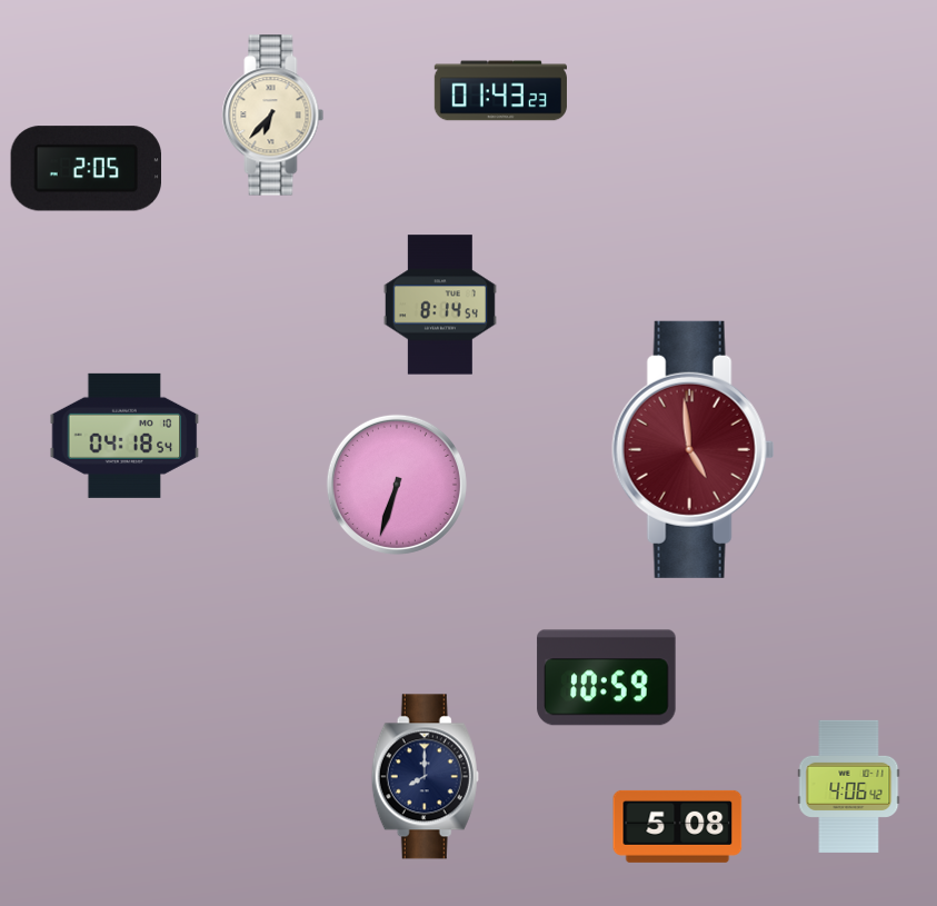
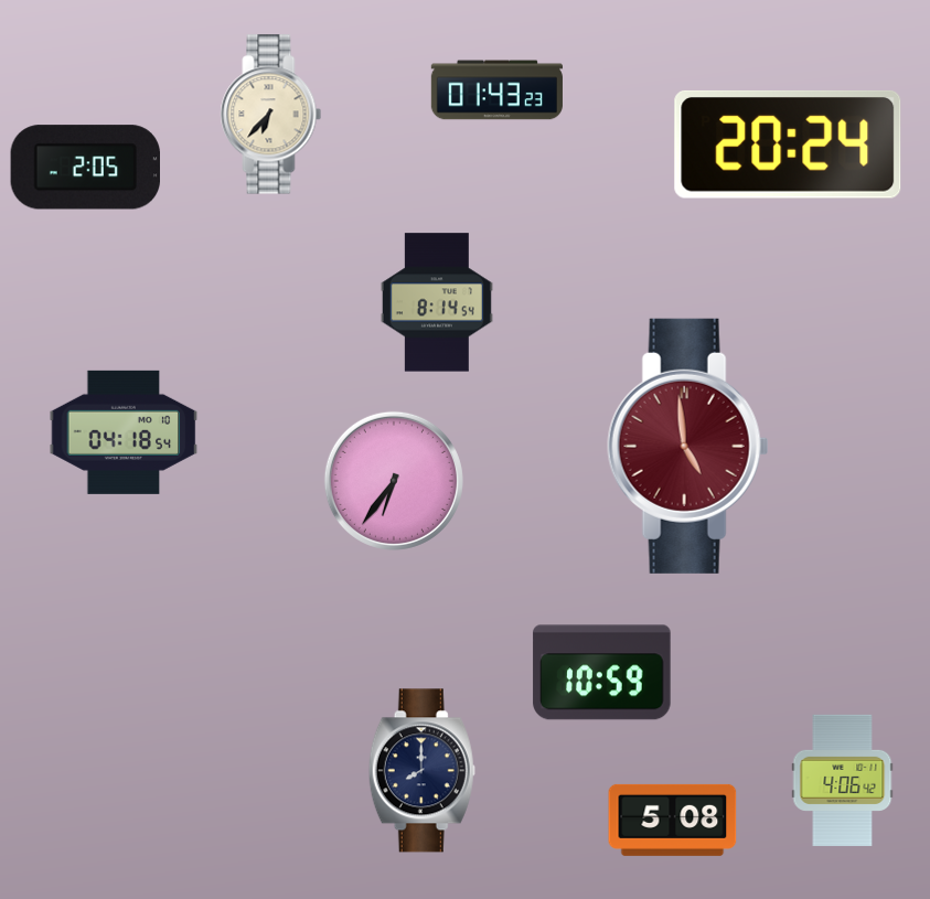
clock at (788, 145): none -> 20:24
clock at (397, 485): 6:33 -> 6:36
